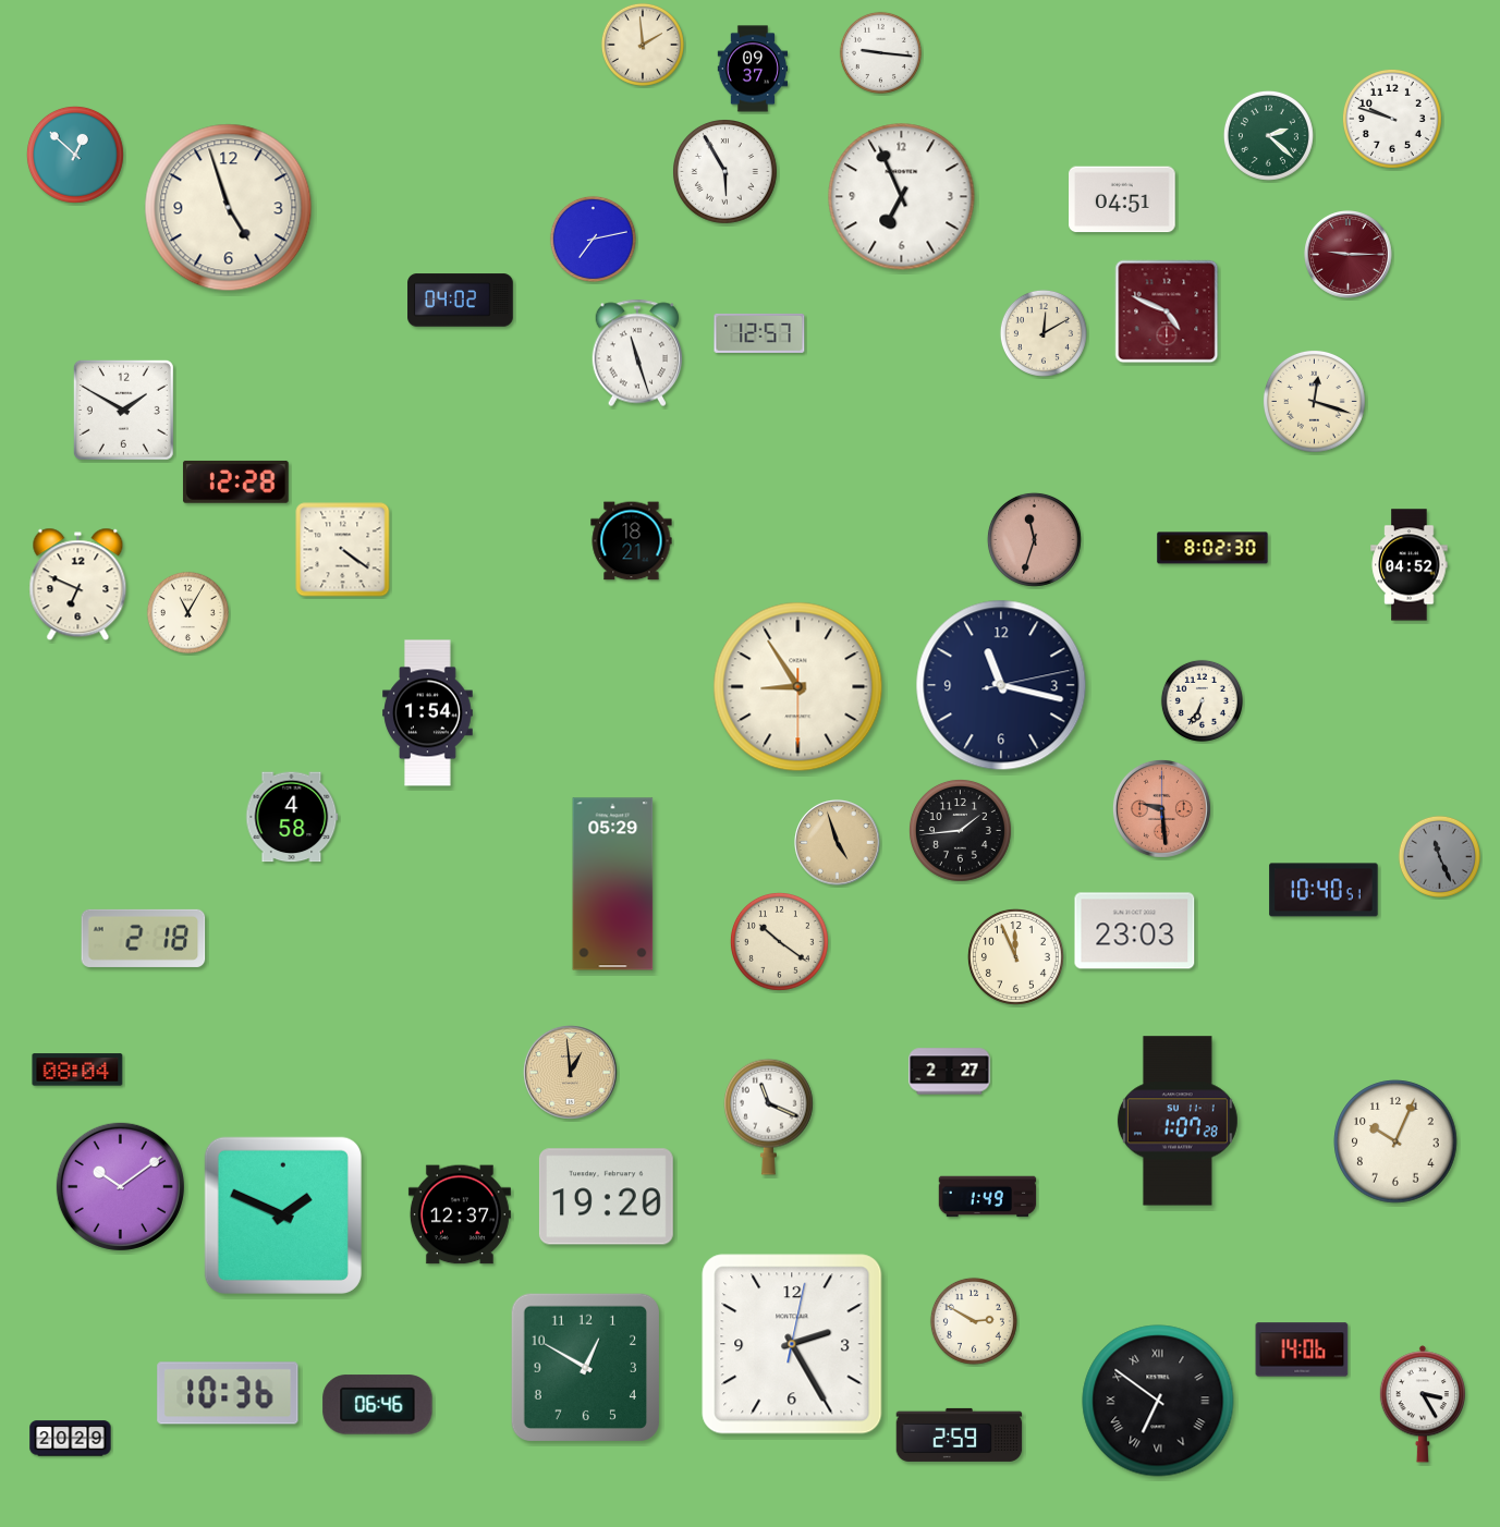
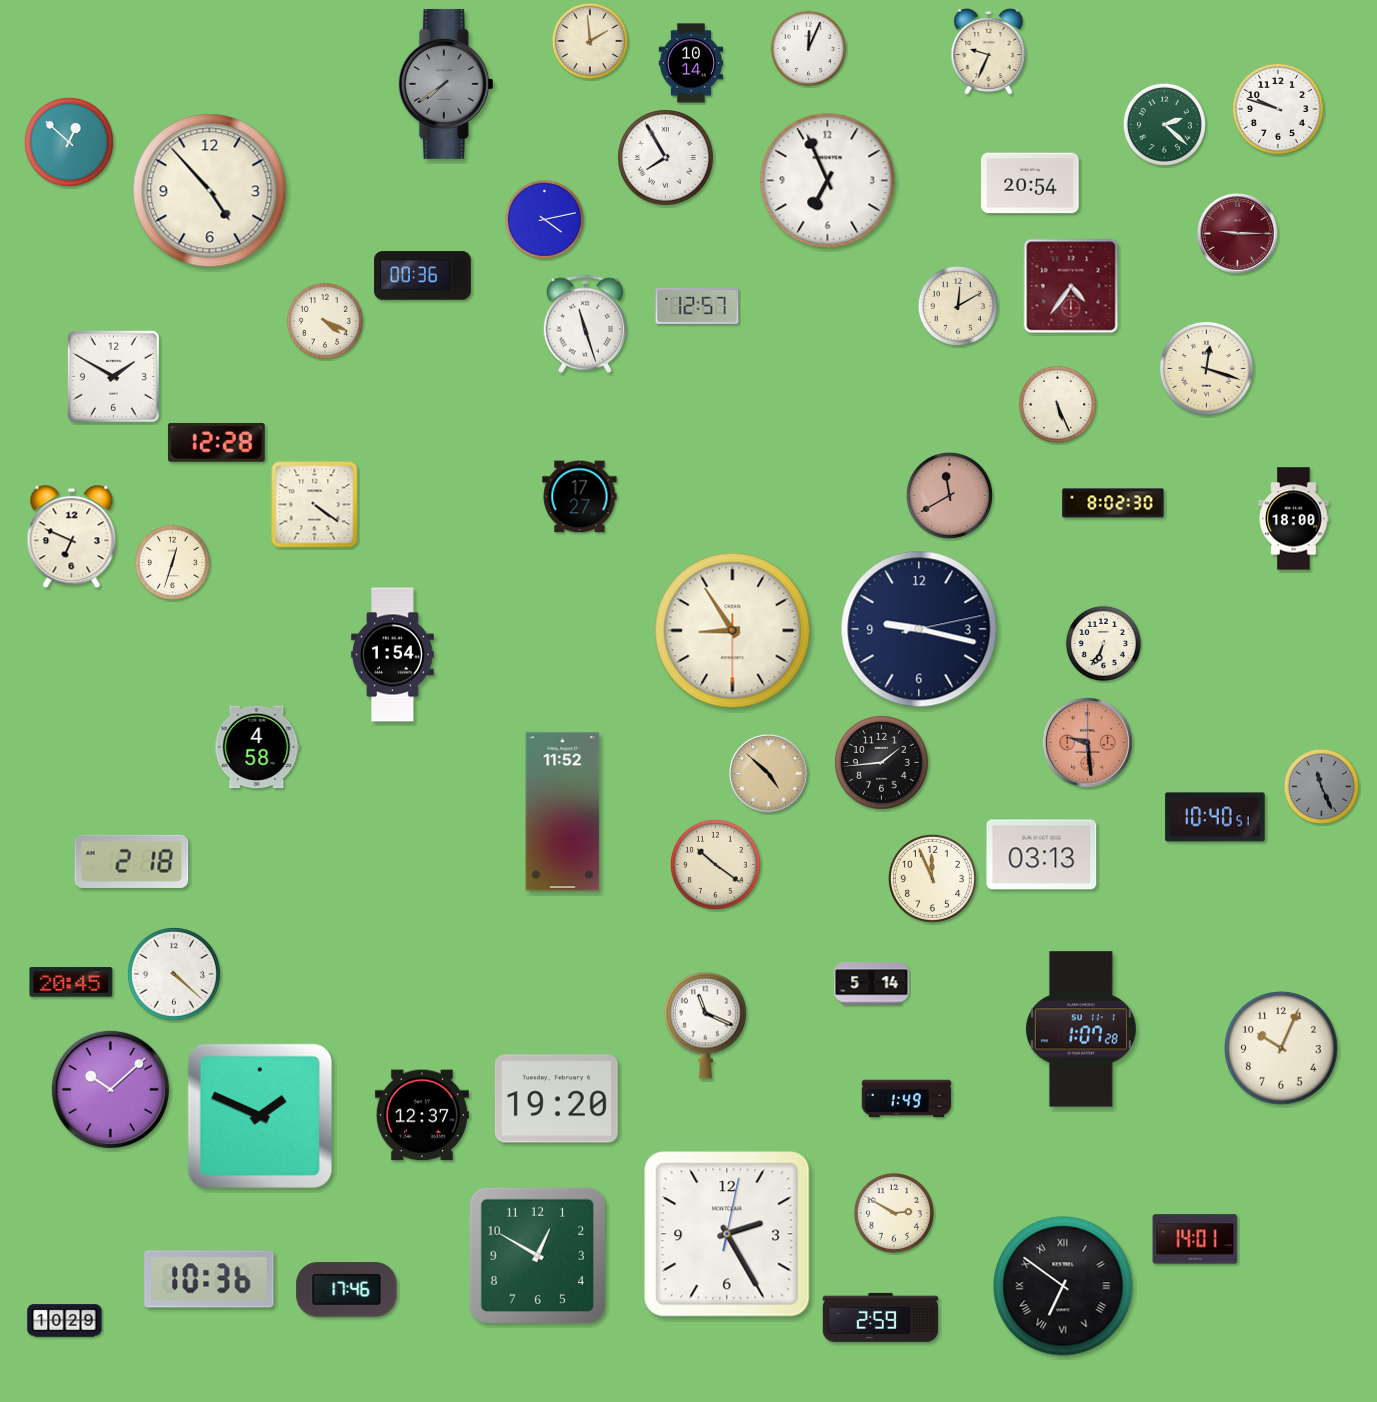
clock at (880, 52): 9:16 -> 12:04
clock at (989, 52): none -> 9:34
clock at (753, 69): 09:37 -> 10:14
clock at (446, 84): none -> 7:39
clock at (725, 172): 5:55 -> 7:55
clock at (1122, 199): 04:51 -> 20:54
clock at (229, 208): 4:57 -> 4:53
clock at (593, 239): 7:13 -> 4:13
clock at (461, 301): 04:02 -> 00:36
clock at (1167, 311): 4:49 -> 4:36
clock at (325, 321): none -> 4:19
clock at (1057, 404): none -> 5:26
clock at (1034, 539): 11:33 -> 11:40
clock at (632, 541): 18:21 -> 17:27
clock at (1410, 565): 04:52 -> 18:00
clock at (187, 612): 11:05 -> 12:33
clock at (1001, 685): 11:17 -> 9:17
clock at (1161, 808) position: (1161, 808) -> (1087, 742)
clock at (292, 817) position: (292, 817) -> (257, 747)
clock at (838, 843): 4:57 -> 4:52
clock at (613, 884): 05:29 -> 11:52
clock at (1135, 931): 23:03 -> 03:13
clock at (174, 974): none -> 4:22
clock at (77, 1070): 08:04 -> 20:45
clock at (570, 1072): 12:59 -> none
clock at (950, 1072): 2:27 -> 5:14
clock at (120, 1186): 10:09 -> 10:08
clock at (1302, 1349): 14:06 -> 14:01
clock at (1422, 1404): 3:25 -> none
clock at (378, 1405): 06:46 -> 17:46
clock at (71, 1439): 20:29 -> 10:29
